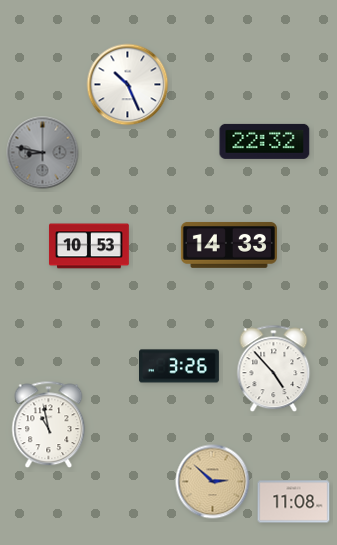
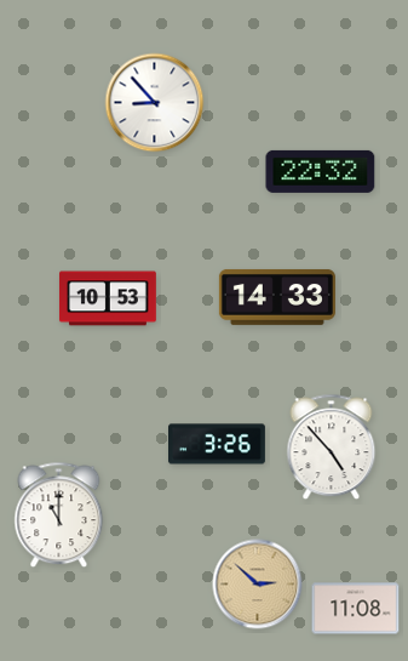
clock at (128, 85): 10:26 -> 8:53
clock at (43, 153): 8:47 -> none
clock at (49, 425): 10:58 -> 11:00
